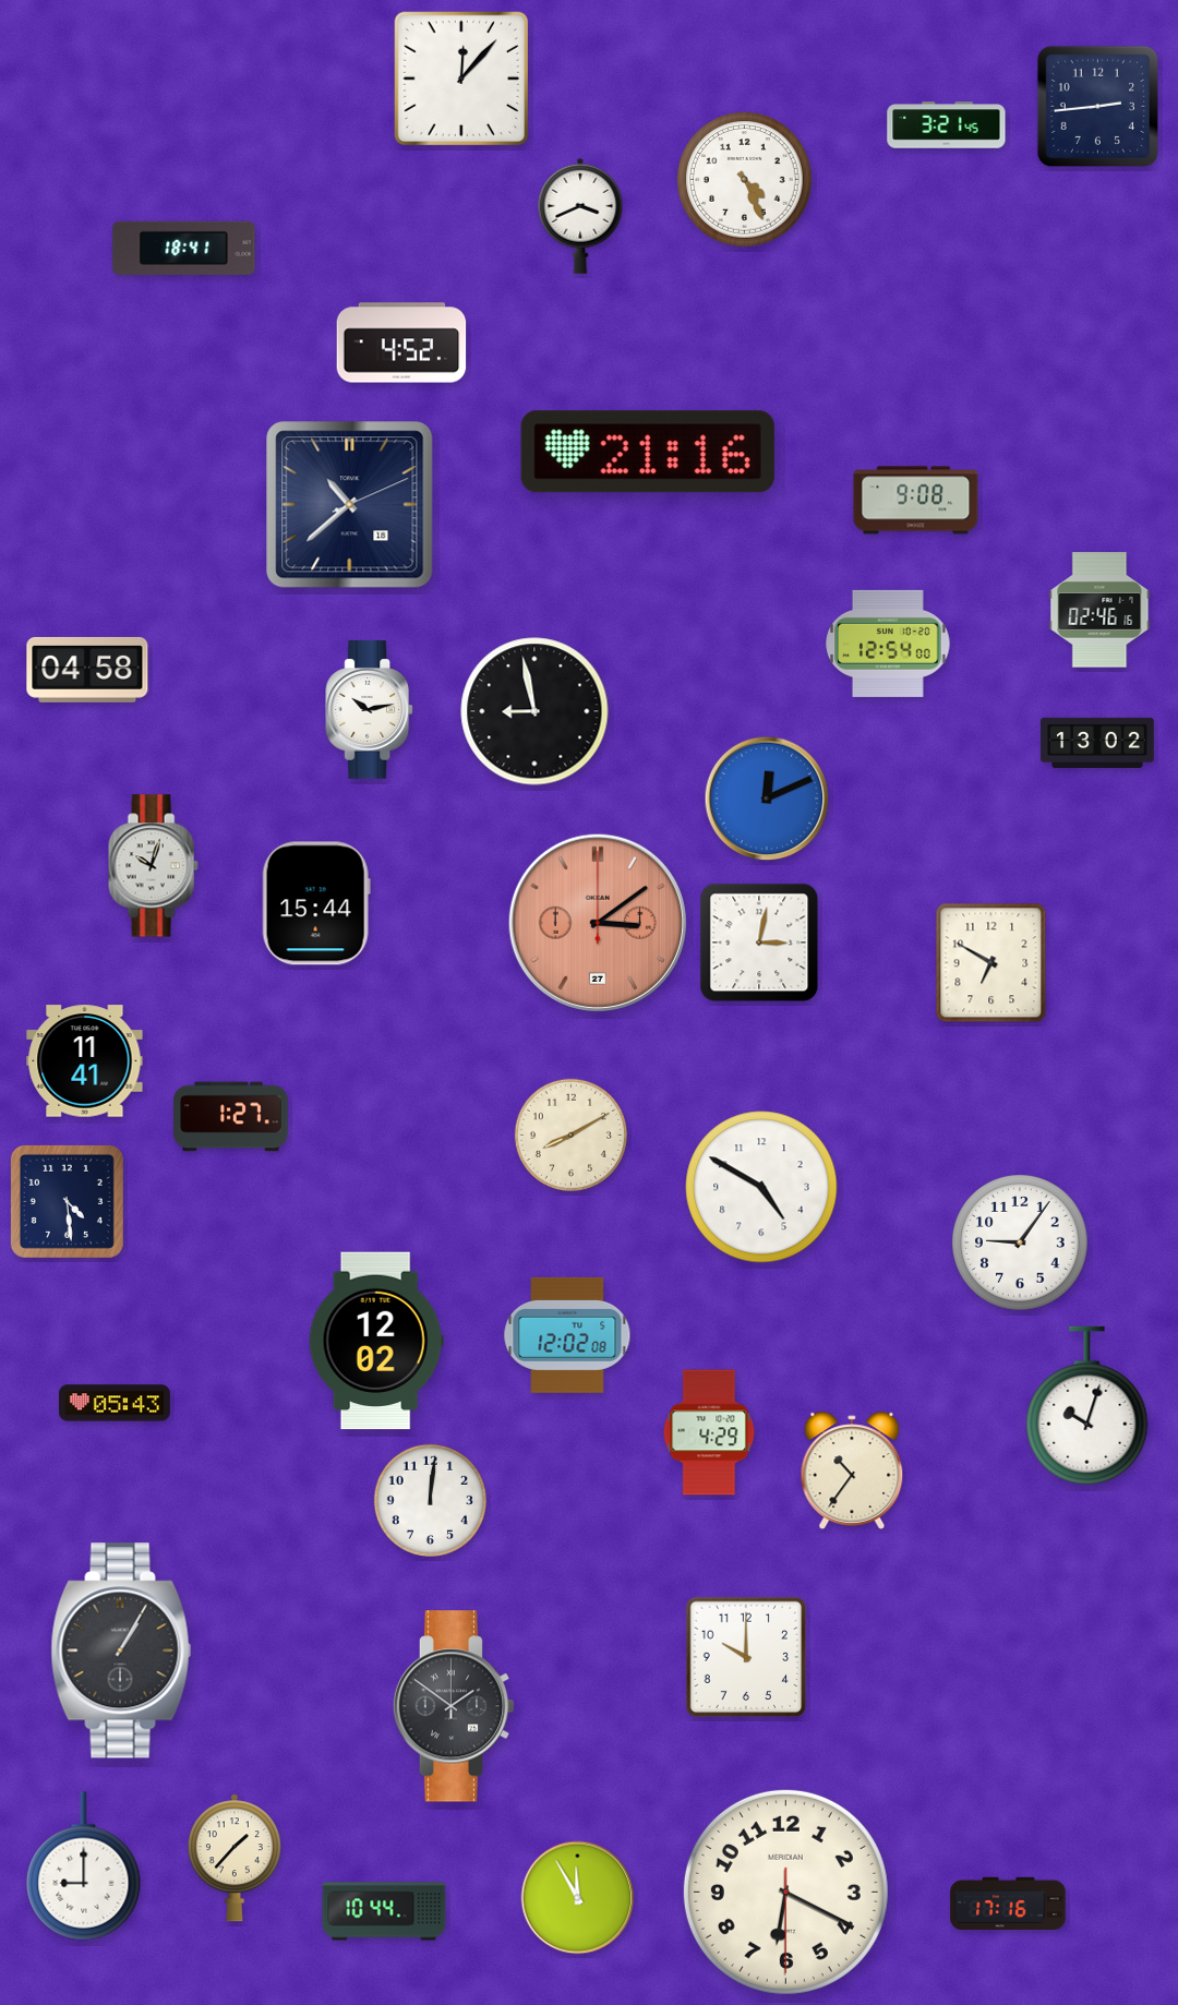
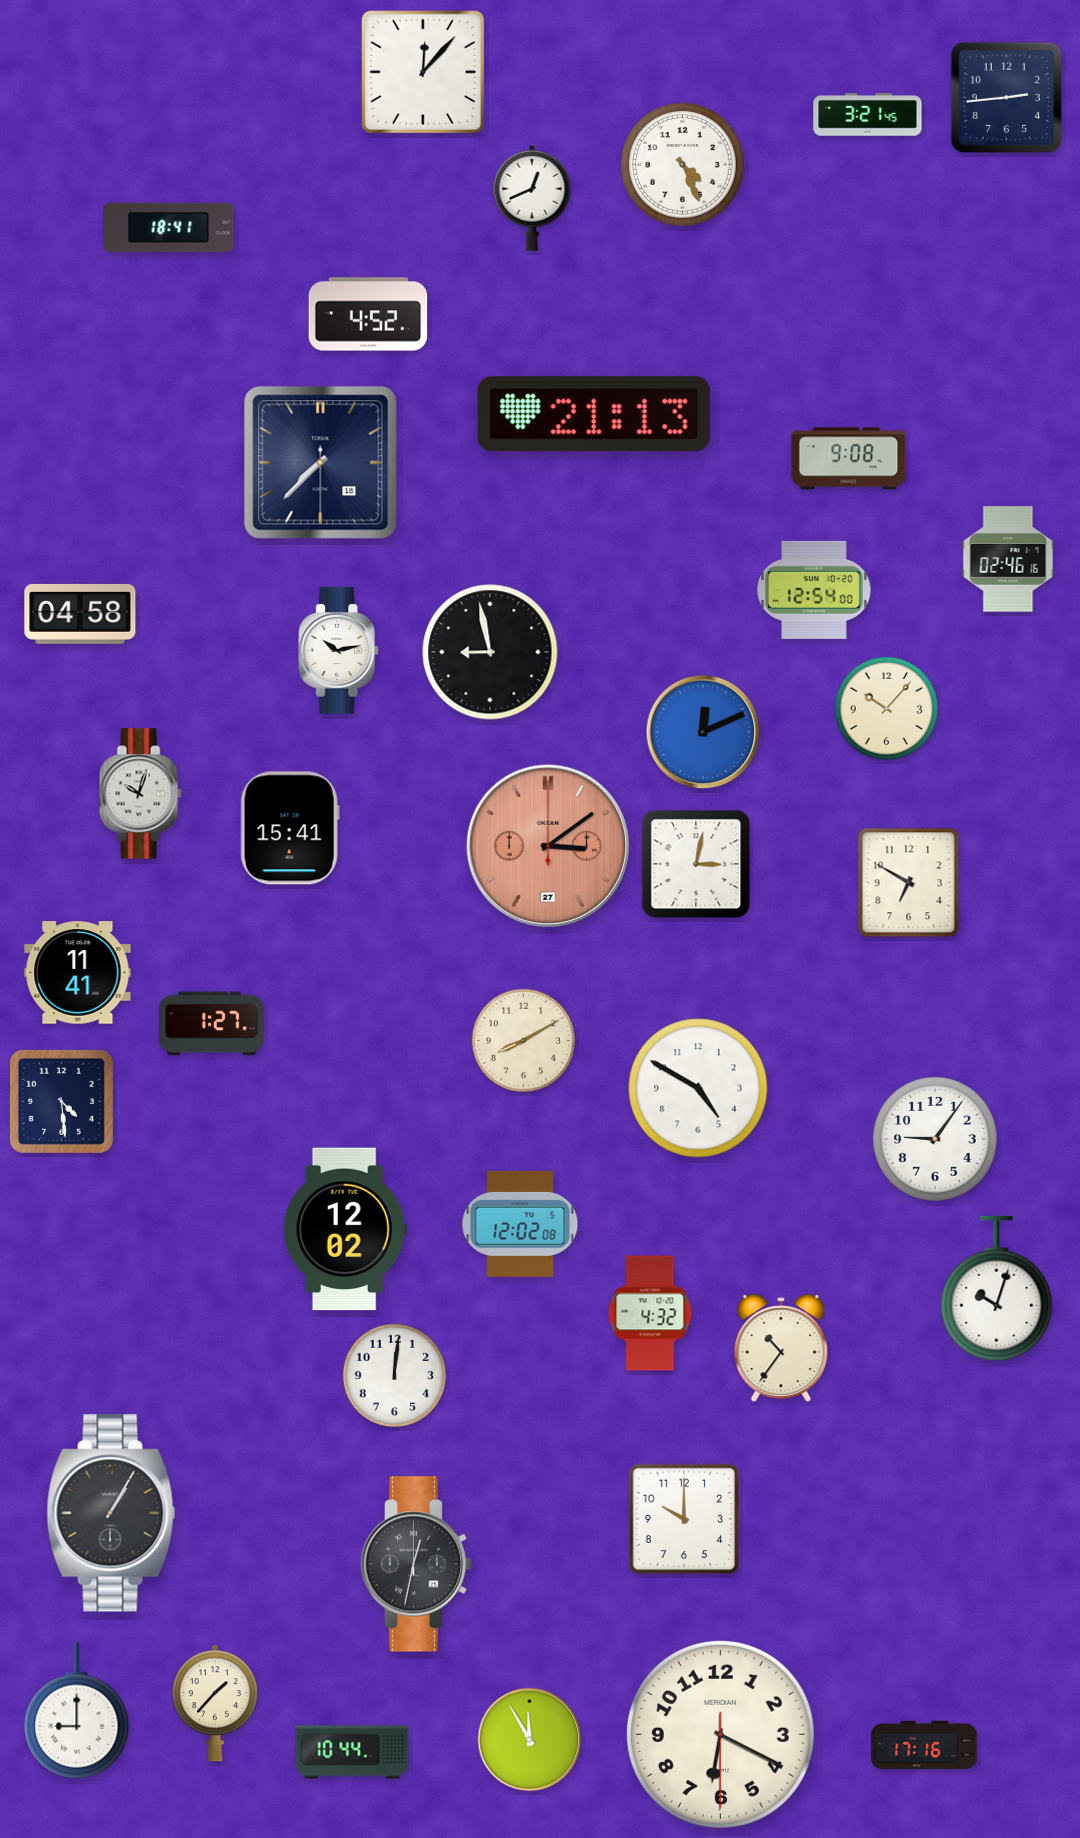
clock at (580, 216): 3:41 -> 12:41
clock at (648, 452): 21:16 -> 21:13
clock at (916, 501) position: (916, 501) -> (849, 459)
clock at (350, 505): 10:38 -> 7:37
clock at (1097, 743): 13:02 -> none
clock at (886, 708): none -> 10:07
clock at (316, 903): 15:44 -> 15:41
clock at (115, 1403): 05:43 -> none
clock at (709, 1432): 4:29 -> 4:32
clock at (454, 1706): 1:51 -> 12:32
